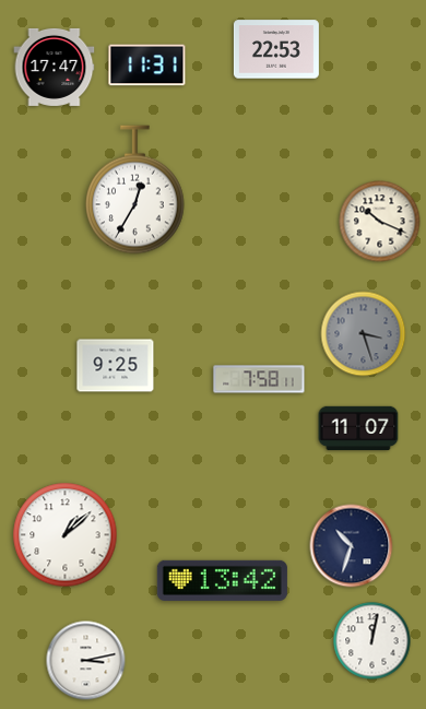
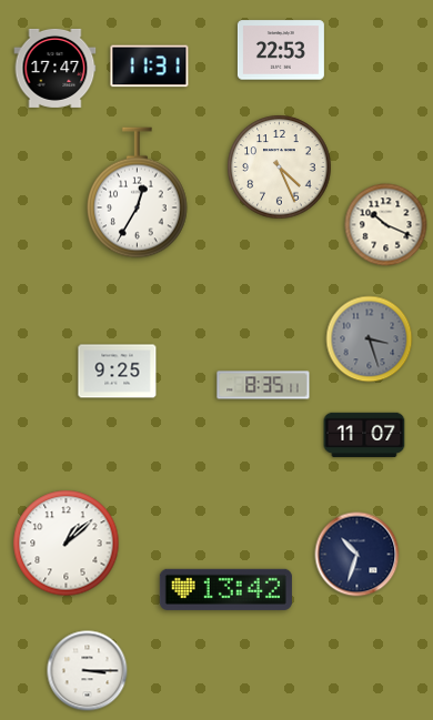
clock at (280, 168): none -> 4:26
clock at (259, 379): 7:58 -> 8:35
clock at (372, 641): 12:02 -> none
clock at (86, 661): 3:13 -> 3:15
